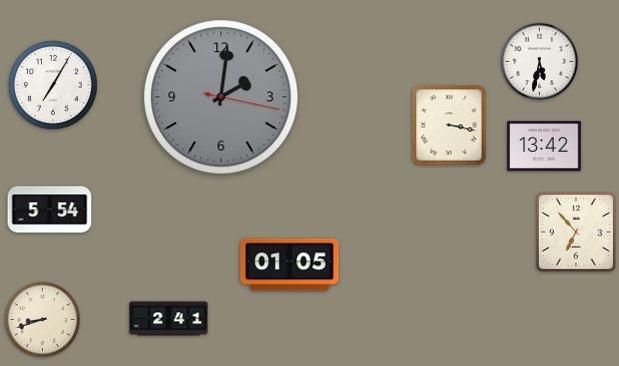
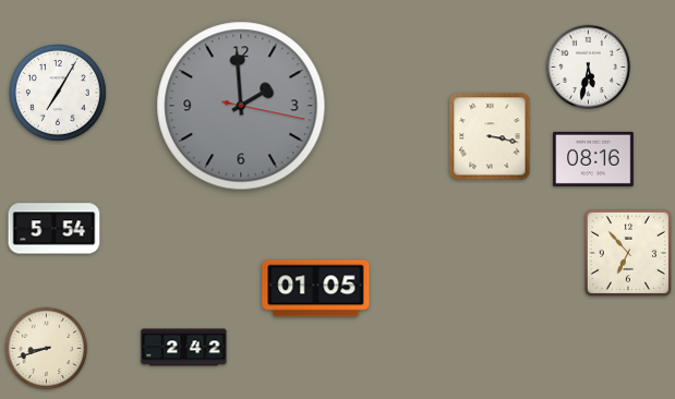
clock at (221, 97): 2:01 -> 1:59
clock at (544, 146): 13:42 -> 08:16
clock at (169, 319): 2:41 -> 2:42
